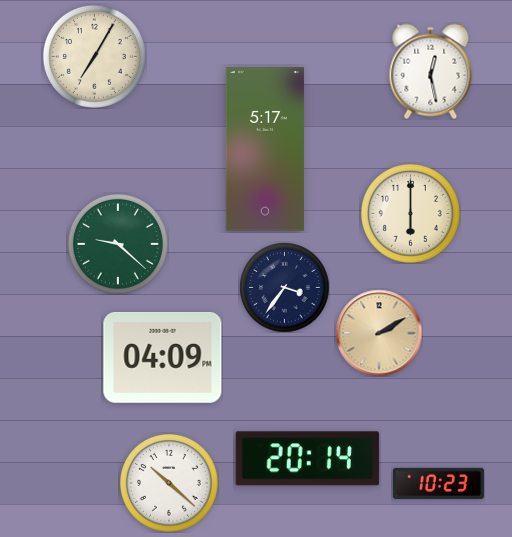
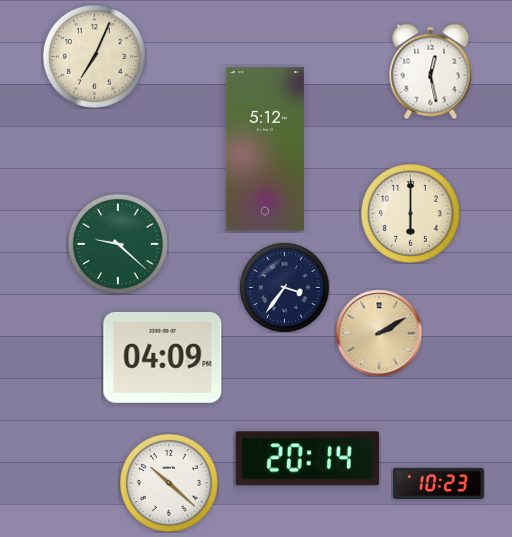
clock at (94, 56): 7:05 -> 7:04
clock at (265, 149): 5:17 -> 5:12
